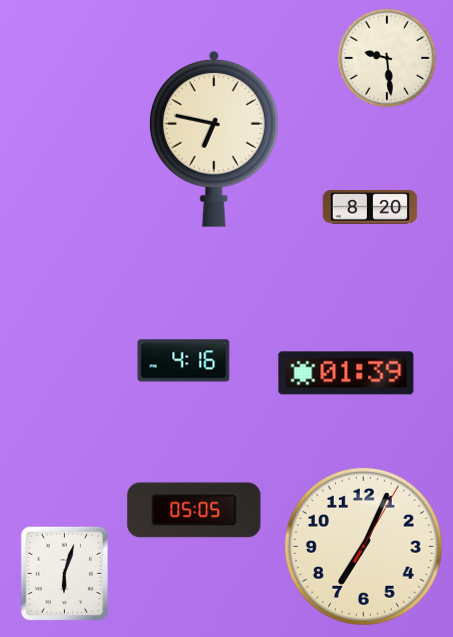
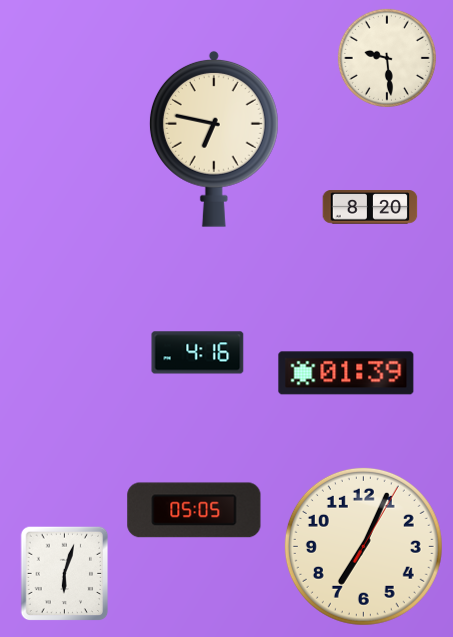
clock at (184, 361) position: (184, 361) -> (198, 353)
